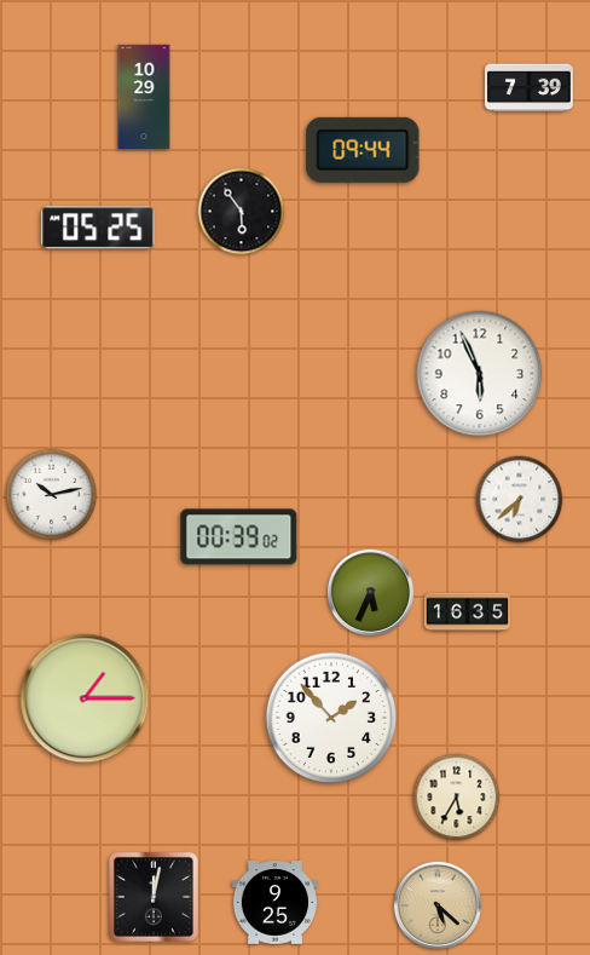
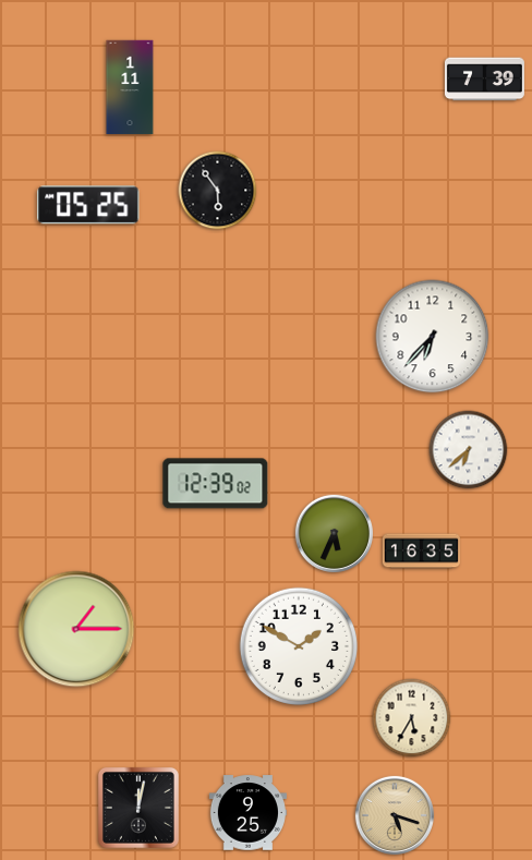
clock at (528, 88) position: (528, 88) -> (484, 80)
clock at (144, 97): 10:29 -> 1:11
clock at (363, 150): 09:44 -> none
clock at (480, 374): 5:56 -> 6:37
clock at (52, 495): 10:13 -> none
clock at (239, 537): 00:39 -> 12:39
clock at (330, 717): 1:53 -> 1:50
clock at (438, 905): 5:22 -> 5:18
